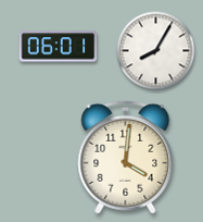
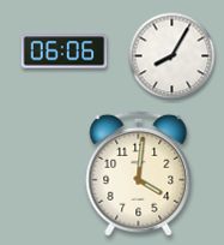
clock at (59, 47): 06:01 -> 06:06
